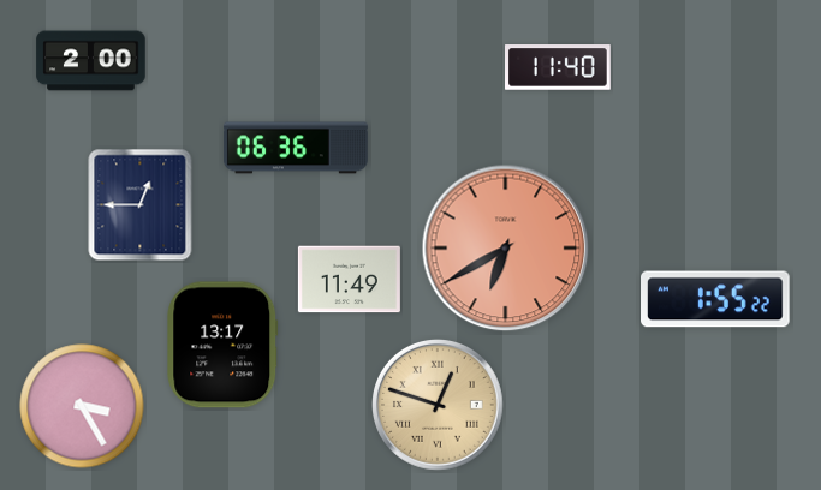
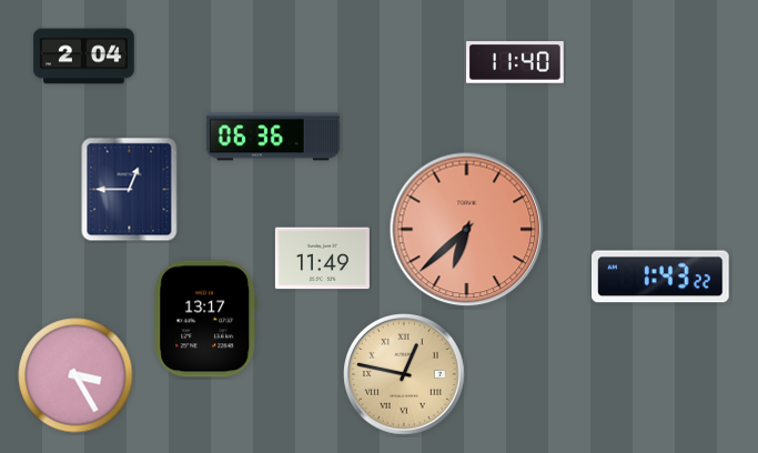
clock at (91, 61): 2:00 -> 2:04
clock at (506, 249): 6:40 -> 6:38
clock at (716, 299): 1:55 -> 1:43
clock at (439, 406): 12:48 -> 12:47
